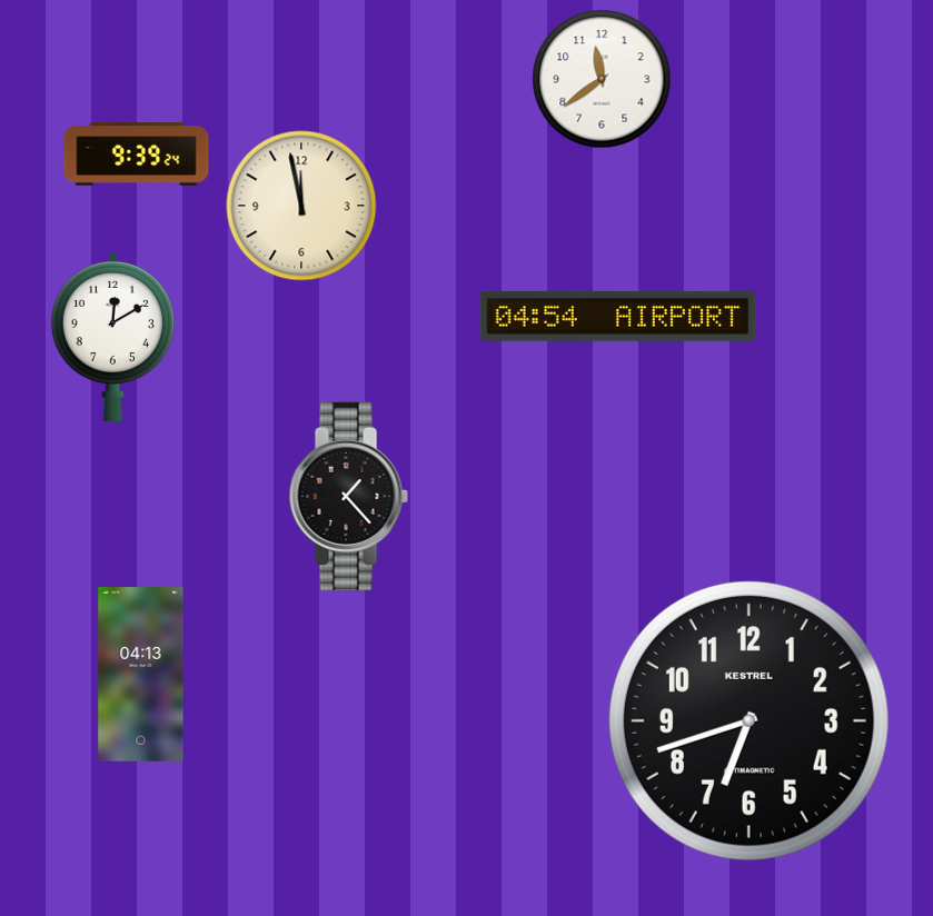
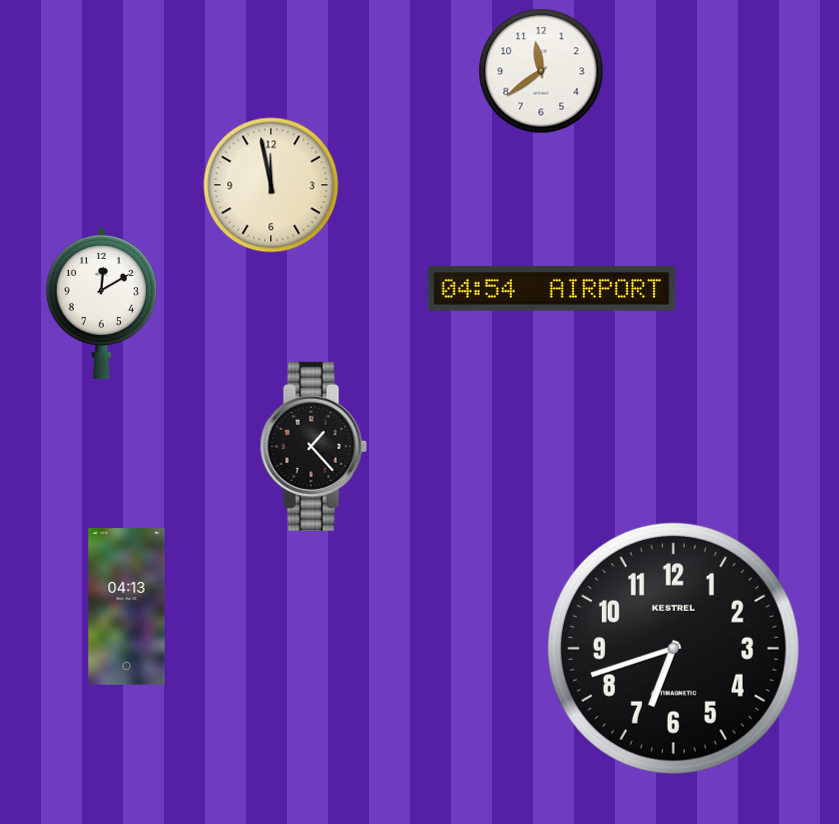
clock at (137, 155): 9:39 -> none
clock at (618, 316) position: (618, 316) -> (552, 288)
